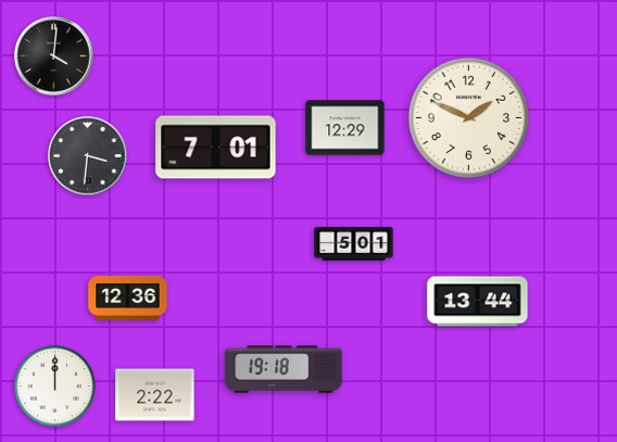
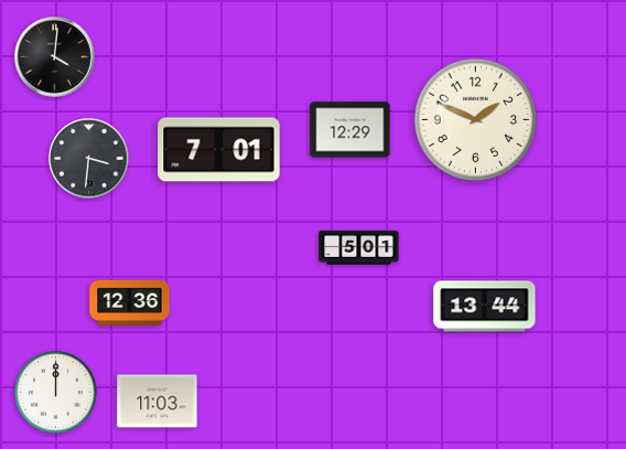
clock at (284, 369): 19:18 -> none
clock at (155, 395): 2:22 -> 11:03
